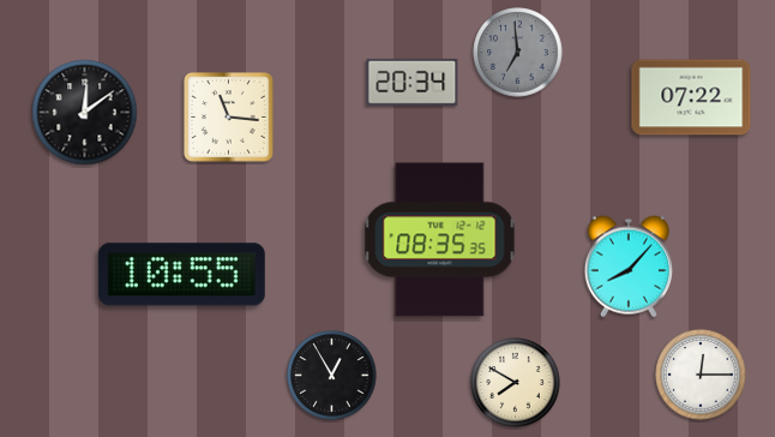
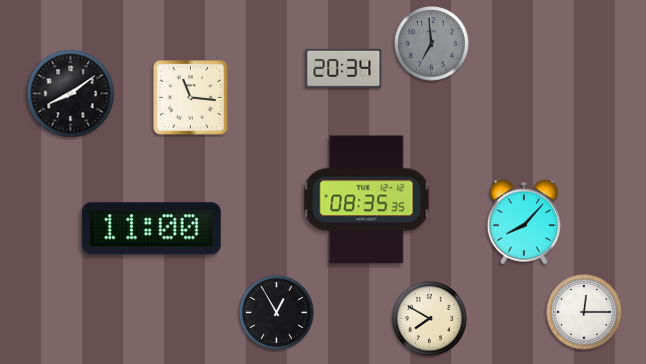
clock at (691, 97): 07:22 -> none
clock at (85, 113): 12:09 -> 8:09
clock at (181, 275): 10:55 -> 11:00
